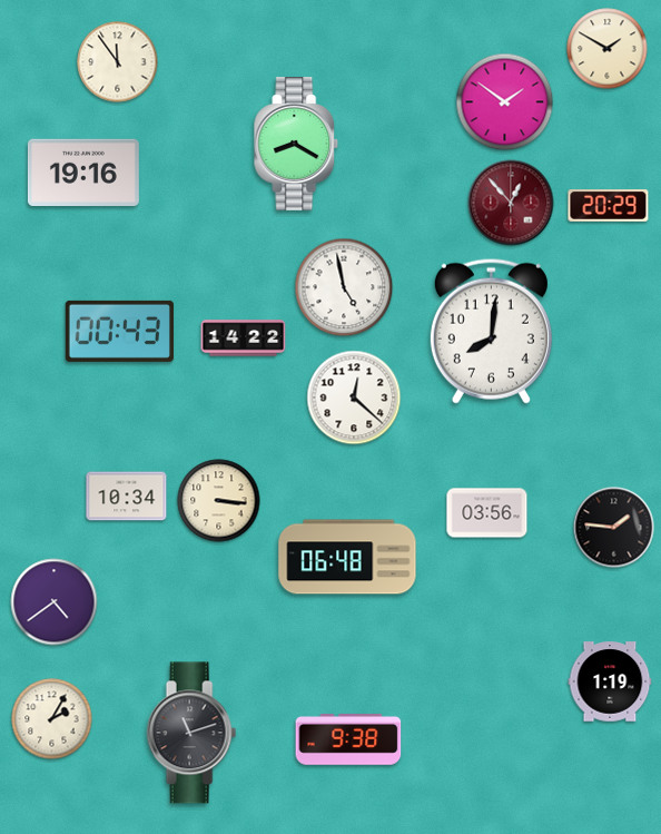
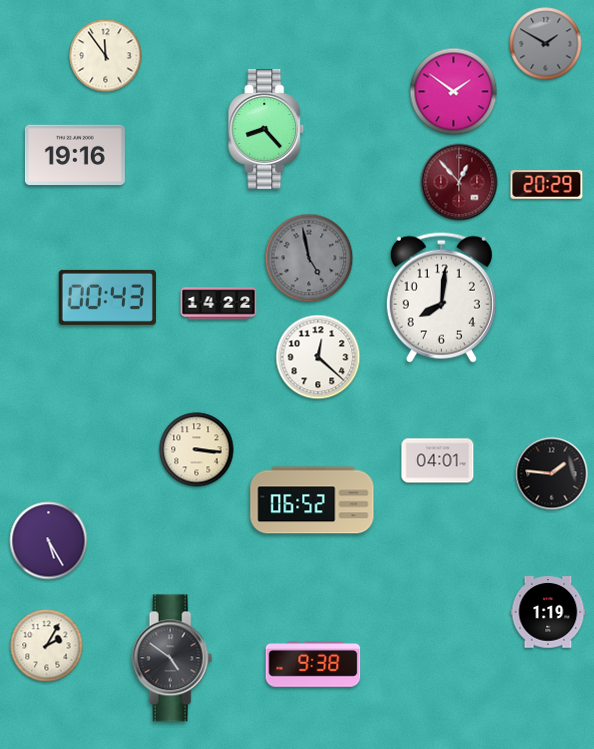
clock at (608, 49) dial: cream -> grey
clock at (296, 144): 8:20 -> 8:23
clock at (344, 287) dial: white -> grey
clock at (127, 497): 10:34 -> none
clock at (487, 513): 03:56 -> 04:01
clock at (347, 557): 06:48 -> 06:52
clock at (55, 602): 4:39 -> 5:25
clock at (191, 733): 11:12 -> 4:51
